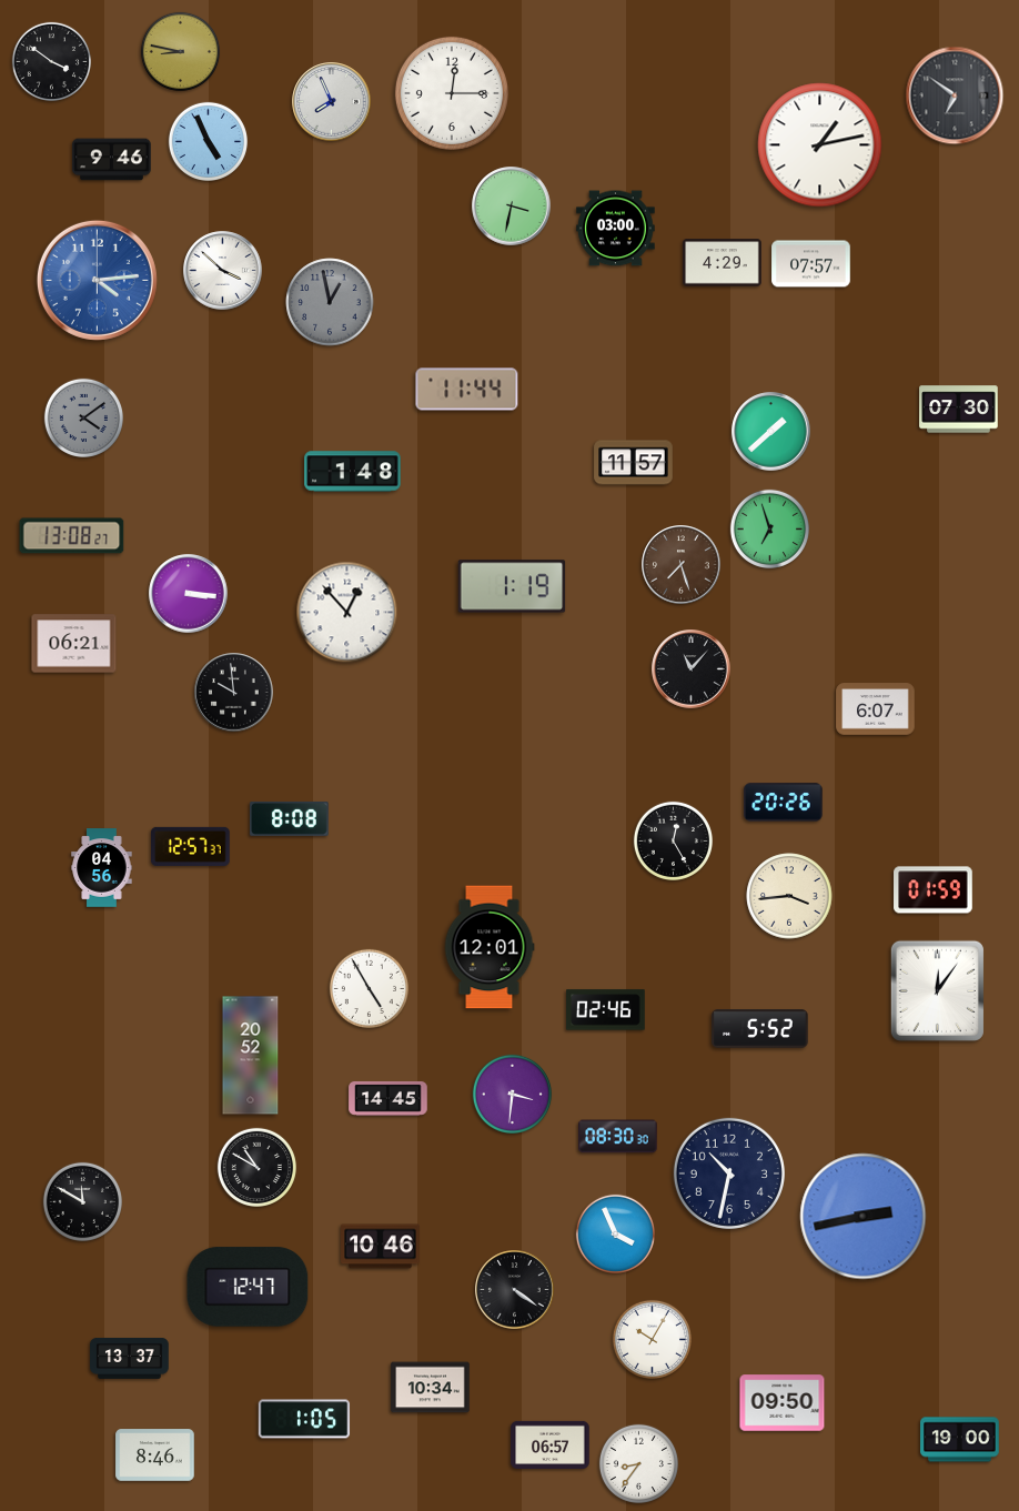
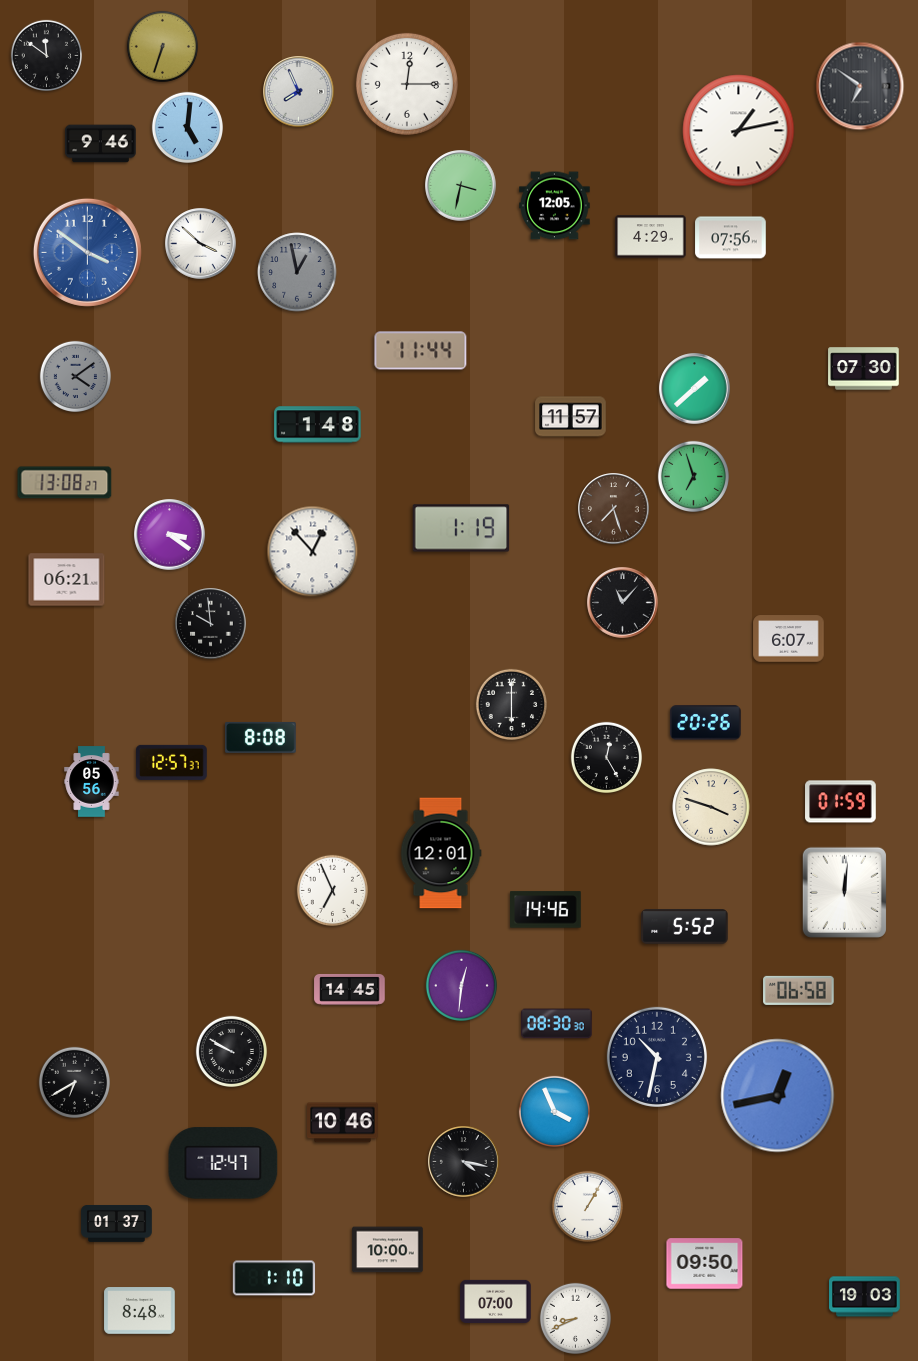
clock at (180, 51): 8:47 -> 6:33
clock at (51, 61): 3:51 -> 11:51
clock at (208, 141): 4:56 -> 5:01
clock at (616, 229): 03:00 -> 12:05
clock at (811, 264): 07:57 -> 07:56
clock at (97, 280): 4:14 -> 3:51
clock at (189, 594): 3:16 -> 3:21
clock at (511, 704): none -> 6:00
clock at (102, 868): 04:56 -> 05:56
clock at (789, 896): 3:44 -> 3:48
clock at (369, 988): 4:55 -> 6:56
clock at (937, 990): 12:06 -> 12:01
clock at (606, 1010): 02:46 -> 14:46
clock at (251, 1056): 20:52 -> none
clock at (512, 1094): 3:31 -> 12:31
clock at (799, 990): none -> 06:58
clock at (256, 1167): 10:50 -> 9:50
clock at (82, 1201): 11:50 -> 6:40
clock at (864, 1217): 2:43 -> 12:43
clock at (248, 1287) position: (248, 1287) -> (223, 1163)
clock at (515, 1290): 4:21 -> 4:17
clock at (652, 1339): 10:05 -> 1:05
clock at (130, 1359): 13:37 -> 01:37
clock at (431, 1388): 10:34 -> 10:00
clock at (304, 1419): 1:05 -> 1:10
clock at (960, 1440): 19:00 -> 19:03
clock at (551, 1444): 06:57 -> 07:00
clock at (155, 1455): 8:46 -> 8:48
clock at (638, 1463): 8:36 -> 8:41
